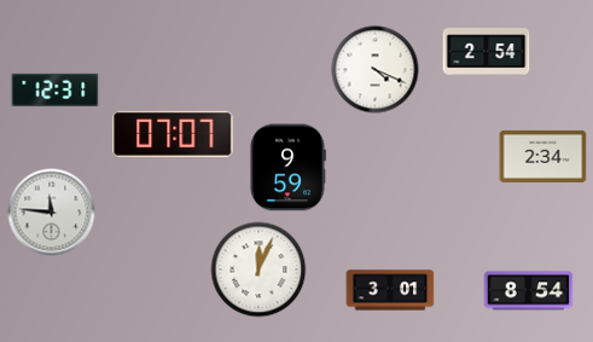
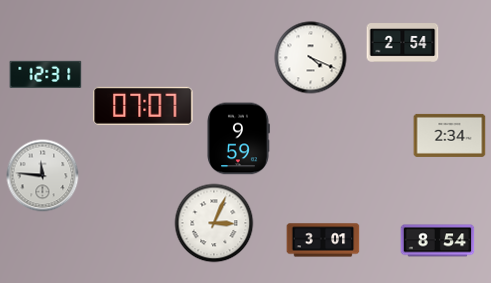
clock at (173, 134) position: (173, 134) -> (143, 106)
clock at (543, 156) position: (543, 156) -> (450, 135)
clock at (258, 269): 12:04 -> 3:04
